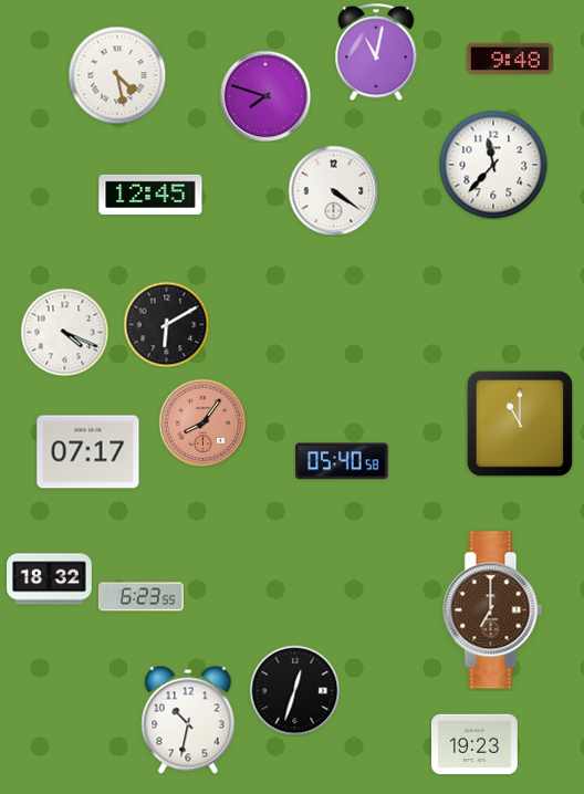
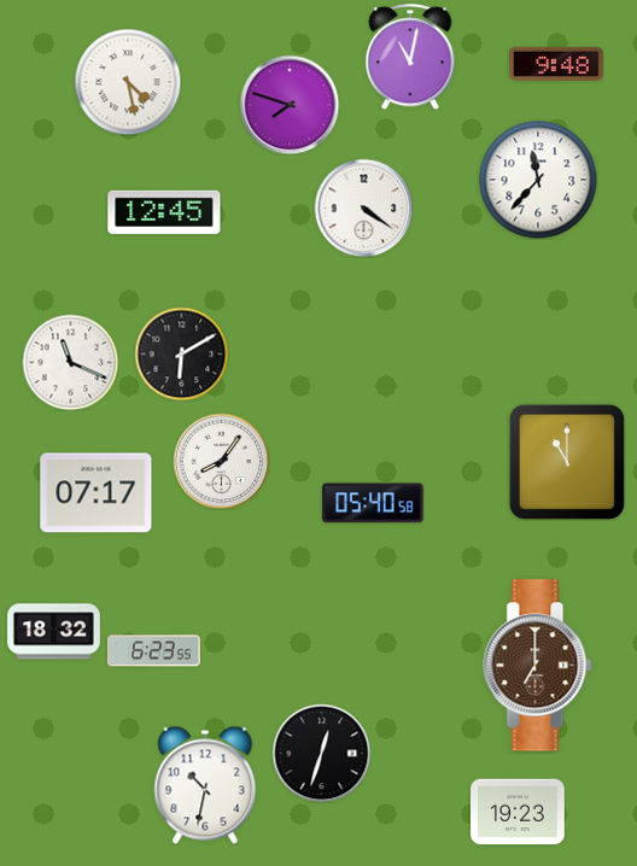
clock at (64, 332): 4:19 -> 11:19
clock at (202, 422) dial: salmon -> white
